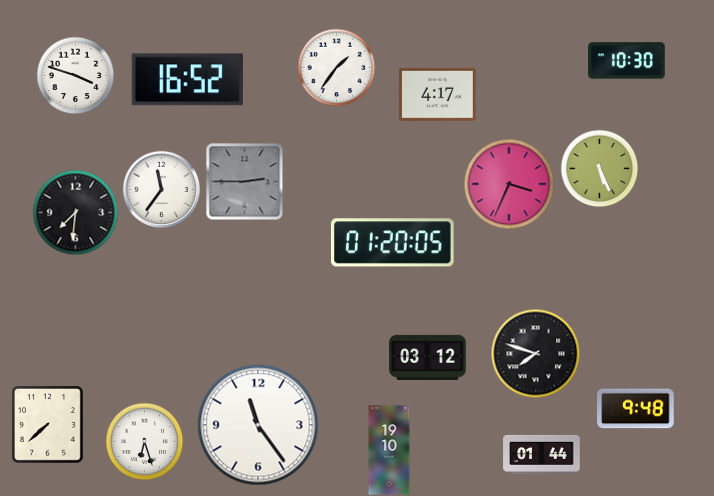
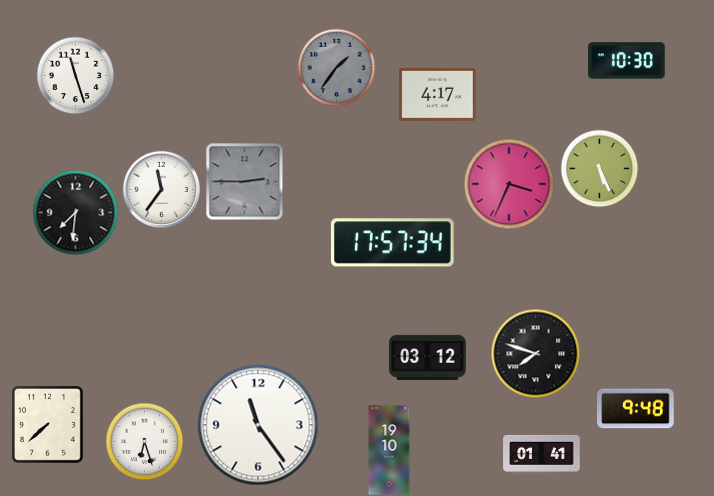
clock at (336, 67) dial: white -> grey
clock at (75, 75): 3:48 -> 11:27
clock at (187, 80): 16:52 -> none
clock at (392, 243): 01:20 -> 17:57
clock at (542, 454): 01:44 -> 01:41
